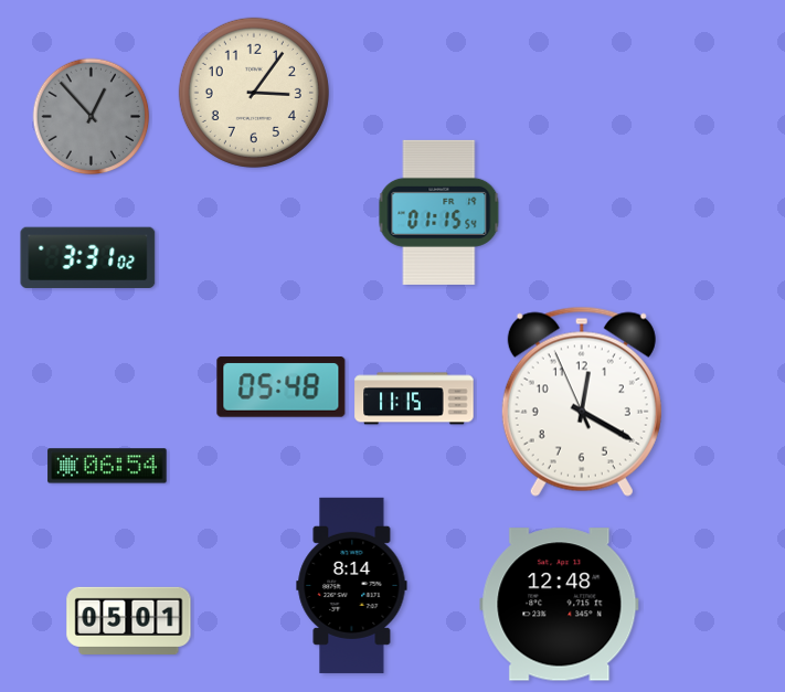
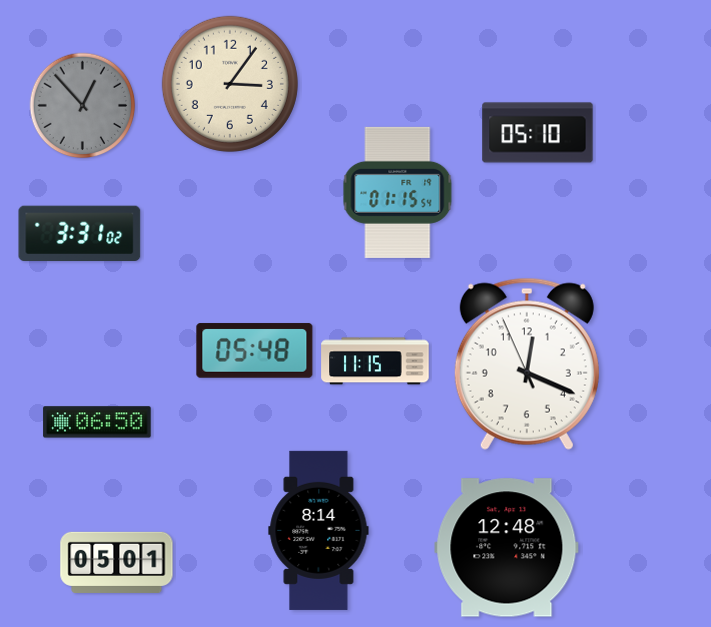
clock at (538, 133): none -> 05:10
clock at (582, 402): 12:19 -> 12:18
clock at (107, 466): 06:54 -> 06:50
